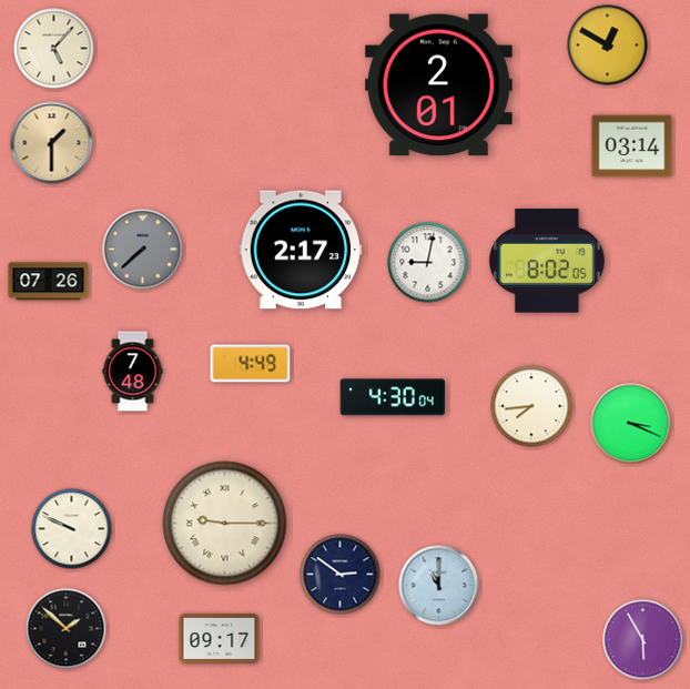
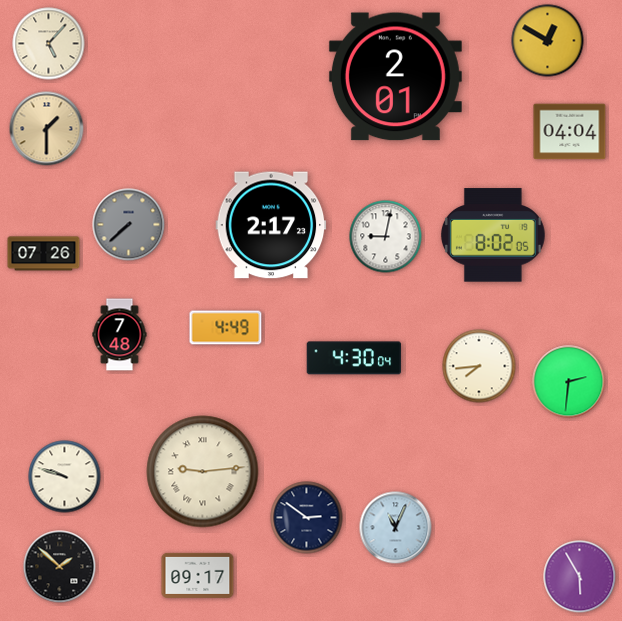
clock at (632, 146): 03:14 -> 04:04
clock at (631, 424): 3:19 -> 2:31
clock at (225, 524): 9:15 -> 9:14
clock at (72, 529): 9:49 -> 9:48
clock at (439, 586): 11:00 -> 11:04
